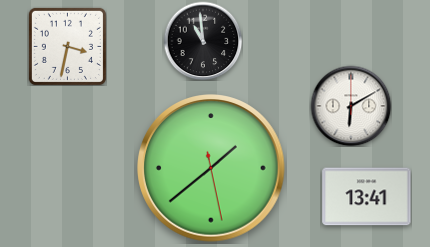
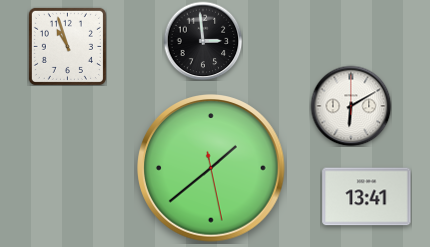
clock at (203, 41): 10:59 -> 2:59
clock at (67, 46): 3:32 -> 10:57
